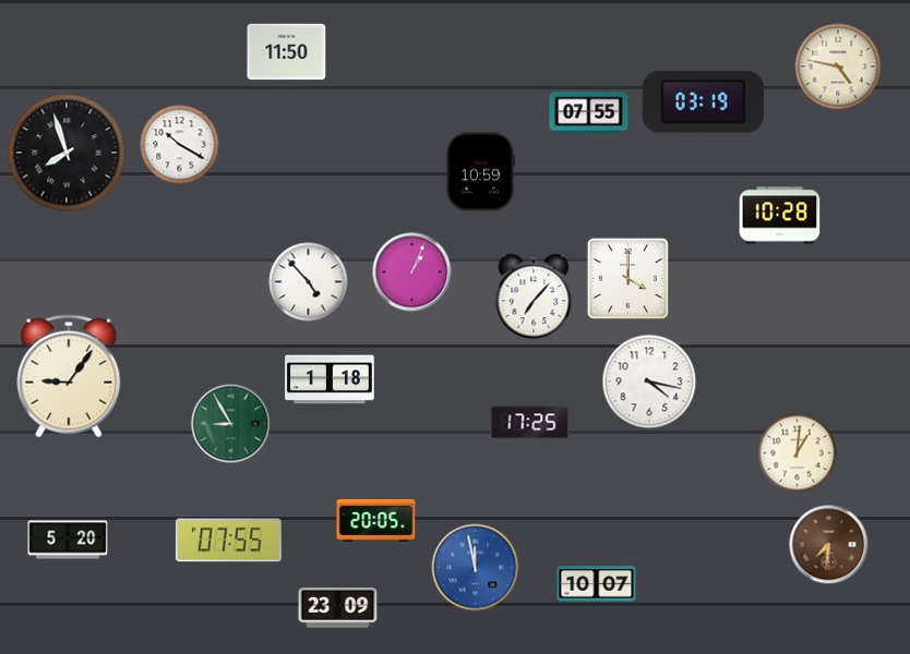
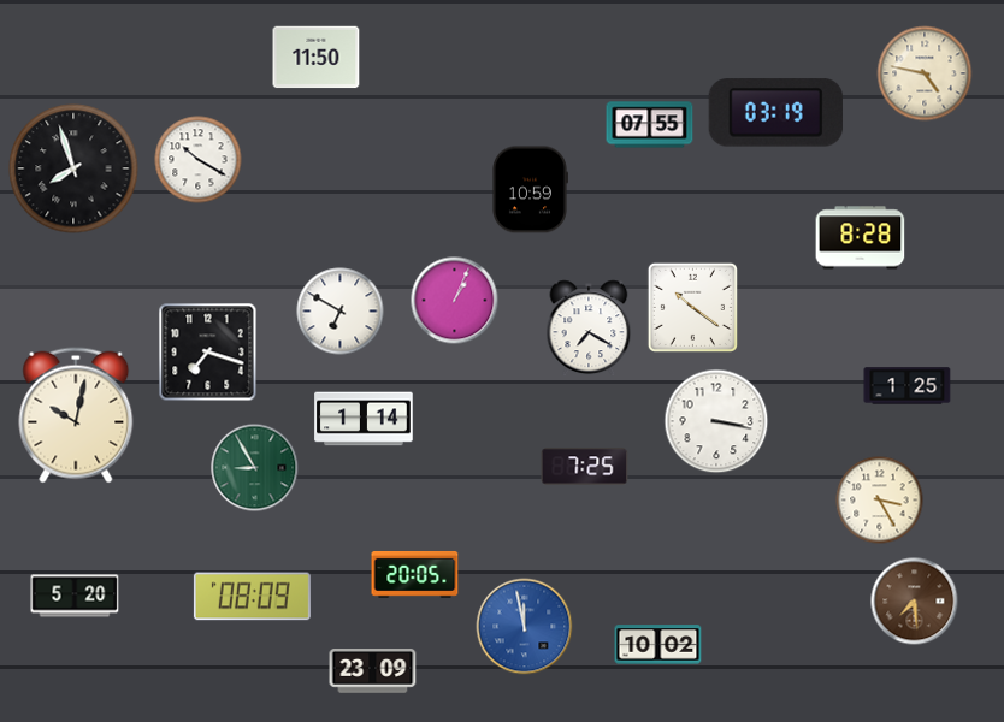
clock at (780, 216): 10:28 -> 8:28
clock at (627, 278): 4:00 -> 10:21
clock at (309, 282): 4:53 -> 6:50
clock at (534, 298): 7:07 -> 7:20
clock at (208, 353): none -> 7:18
clock at (908, 386): none -> 1:25
clock at (69, 376): 9:06 -> 10:02
clock at (330, 379): 1:18 -> 1:14
clock at (649, 381): 4:17 -> 3:17
clock at (530, 423): 17:25 -> 7:25
clock at (798, 453): 1:01 -> 3:25
clock at (228, 541): 07:55 -> 08:09
clock at (829, 545): 7:31 -> 7:29
clock at (597, 584): 10:07 -> 10:02
